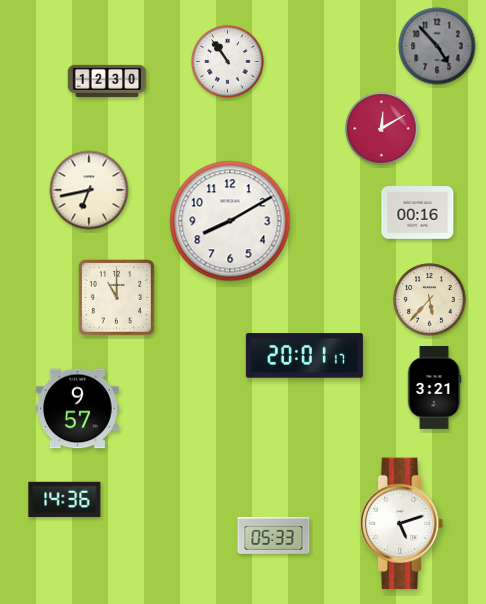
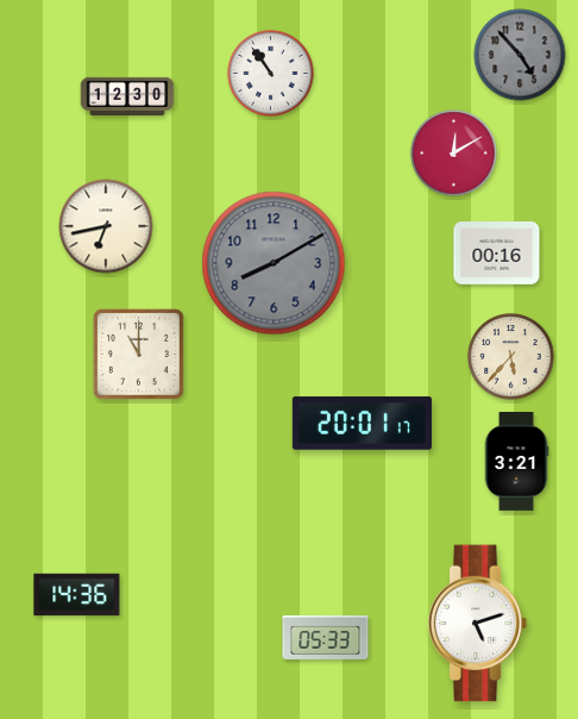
clock at (230, 221) dial: white -> grey
clock at (77, 409): 9:57 -> none
